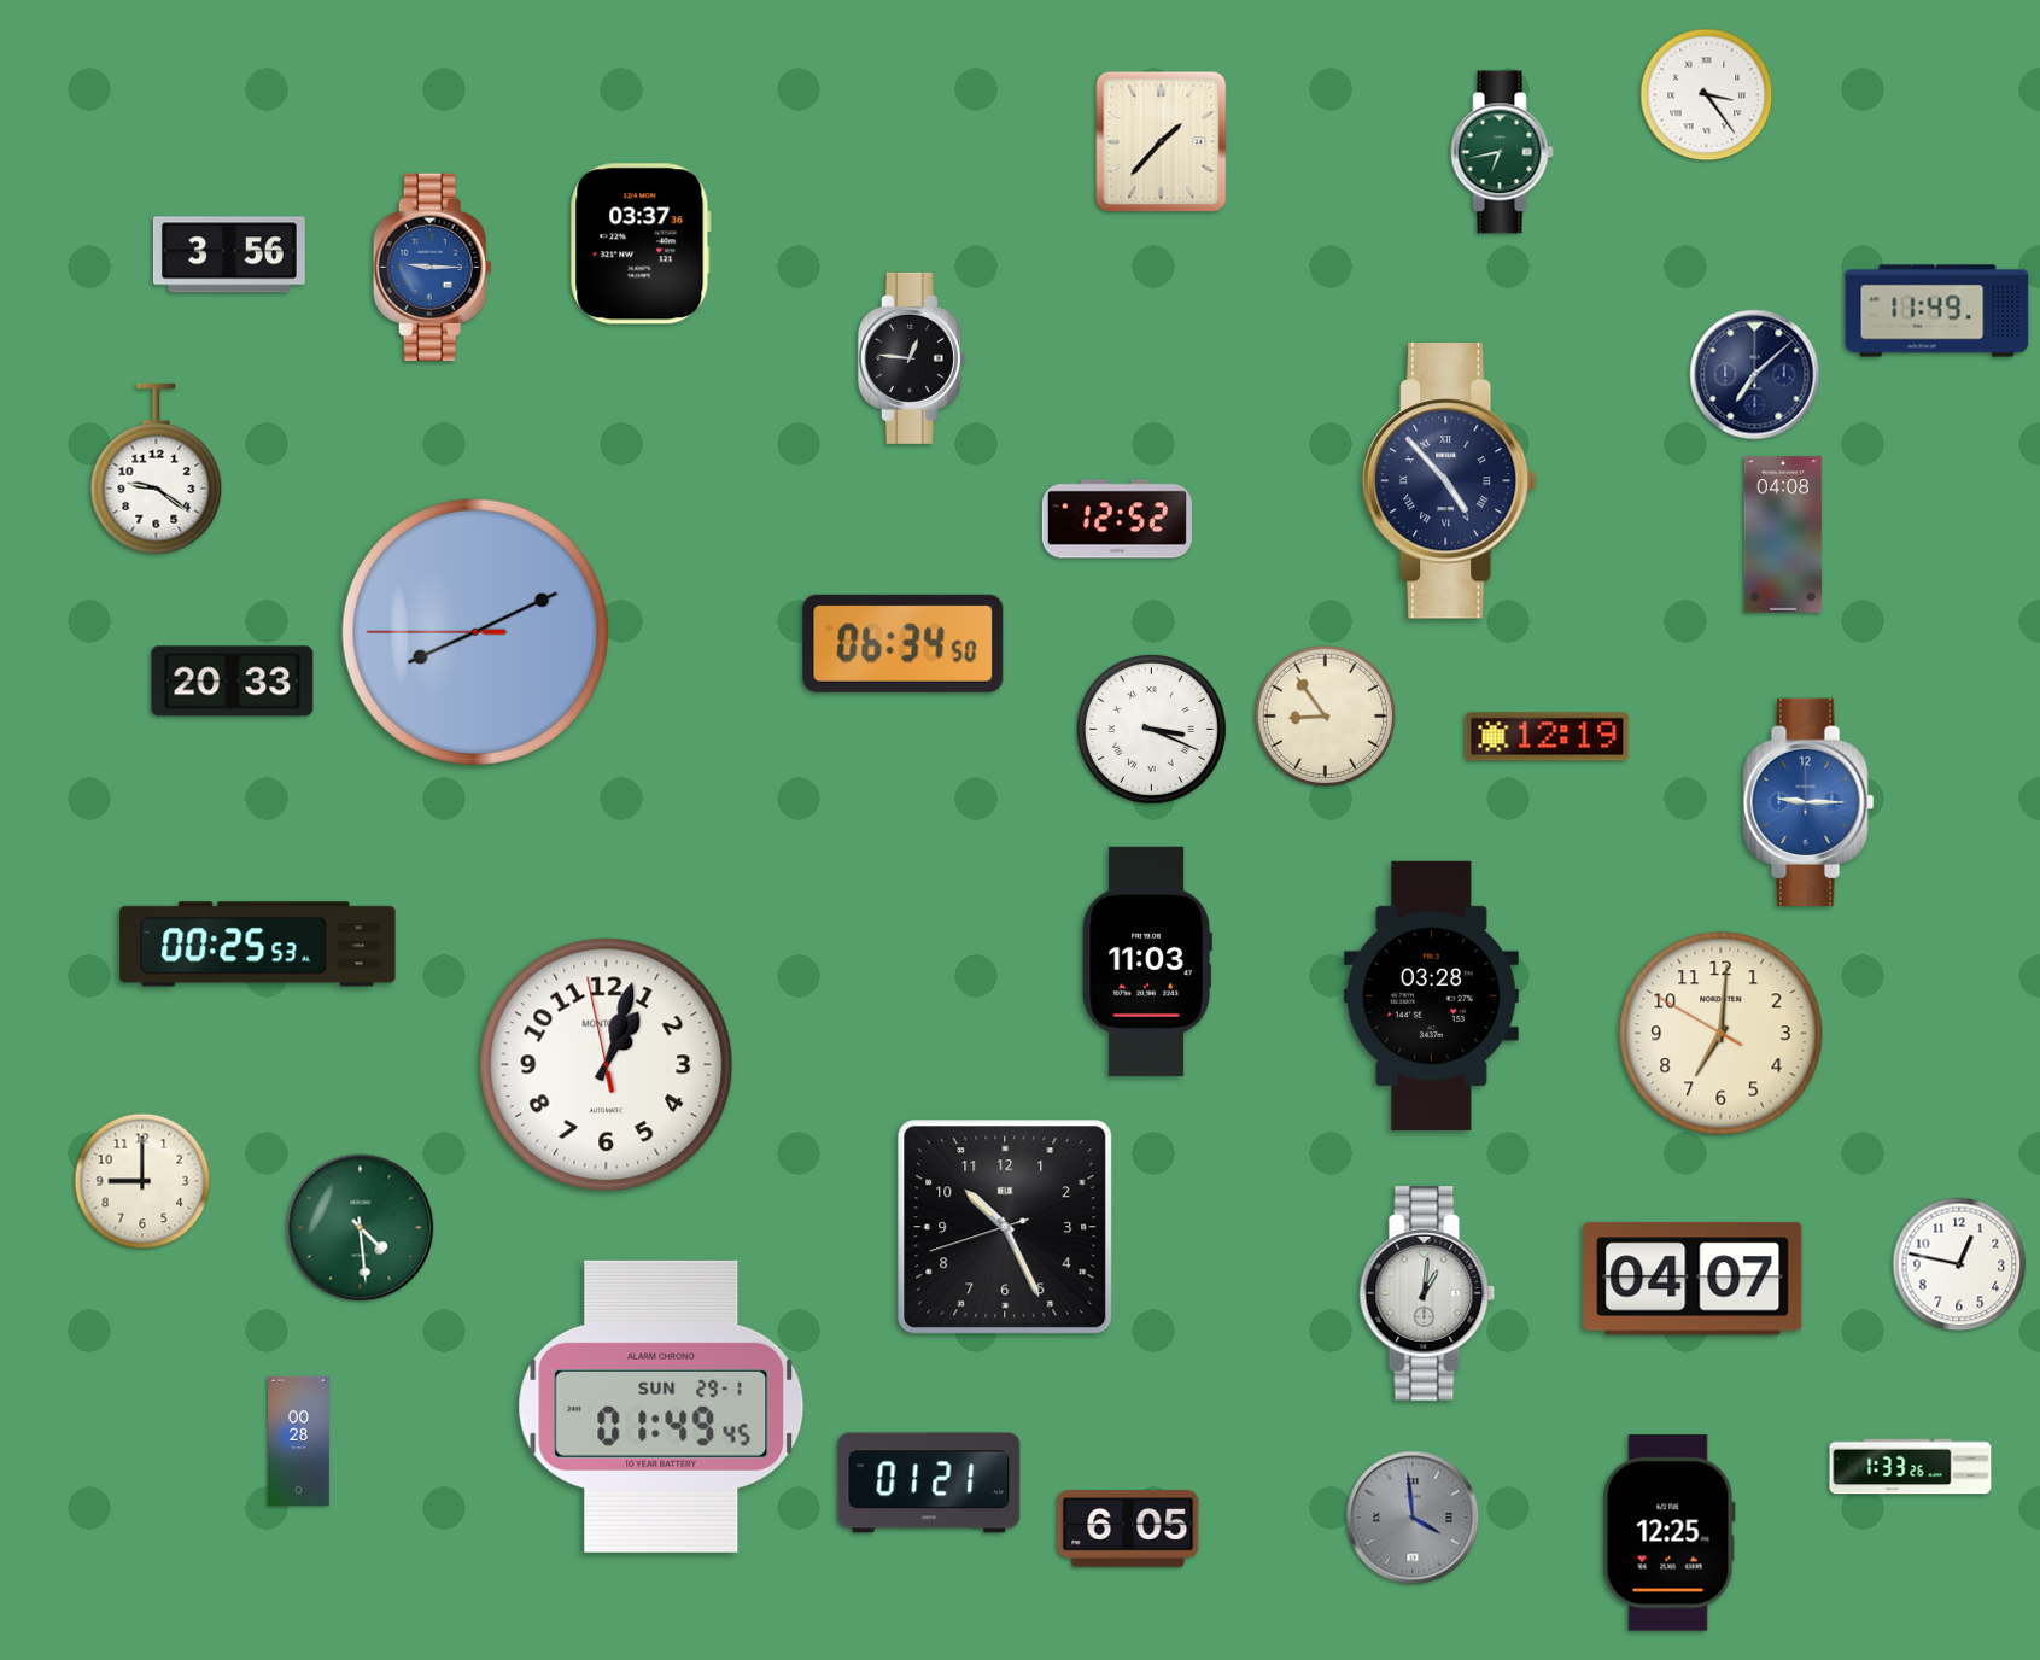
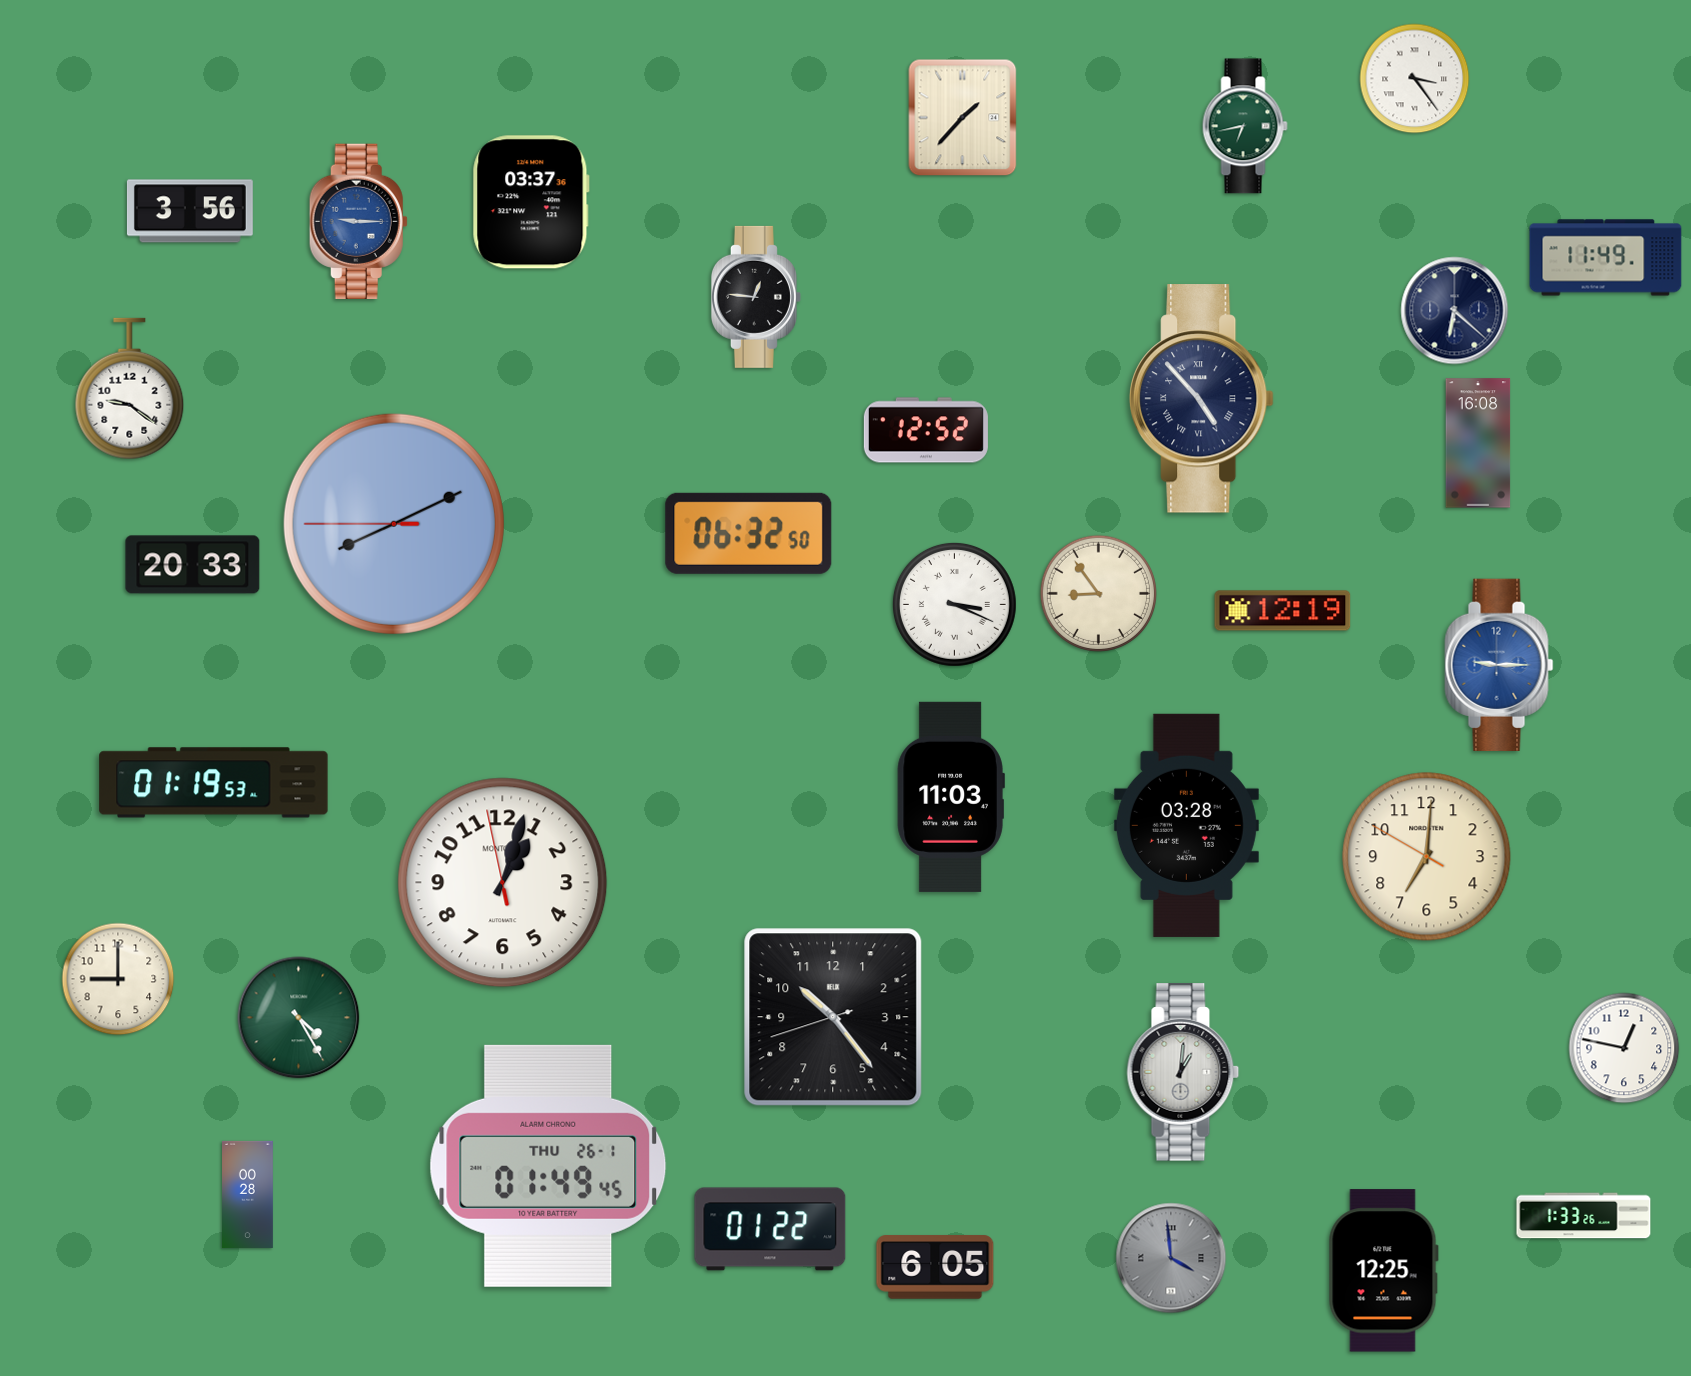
clock at (1755, 375): 7:08 -> 6:22
clock at (1783, 534): 04:08 -> 16:08
clock at (904, 643): 06:34 -> 06:32
clock at (258, 945): 00:25 -> 01:19
clock at (1005, 1227): 10:25 -> 10:23
clock at (361, 1228): 4:29 -> 4:25
clock at (1693, 1279): 04:07 -> none
clock at (661, 1407) date: SUN 29-1 -> THU 26-1
clock at (929, 1483): 01:21 -> 01:22
